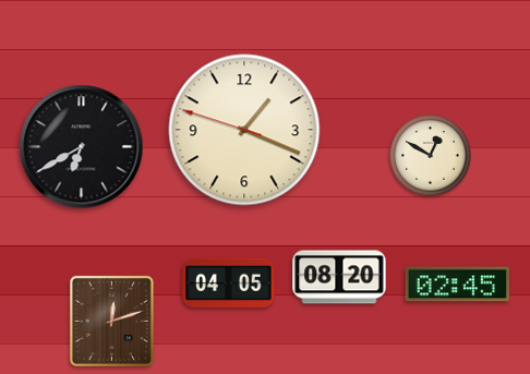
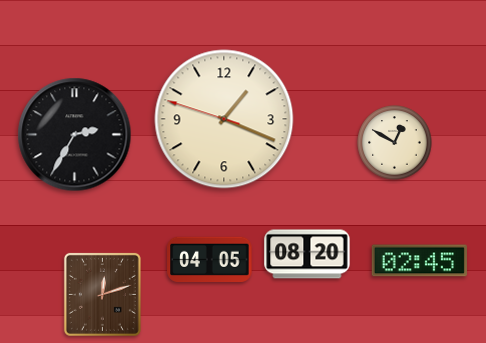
clock at (82, 147): 6:40 -> 2:35
clock at (339, 277) position: (339, 277) -> (307, 254)
